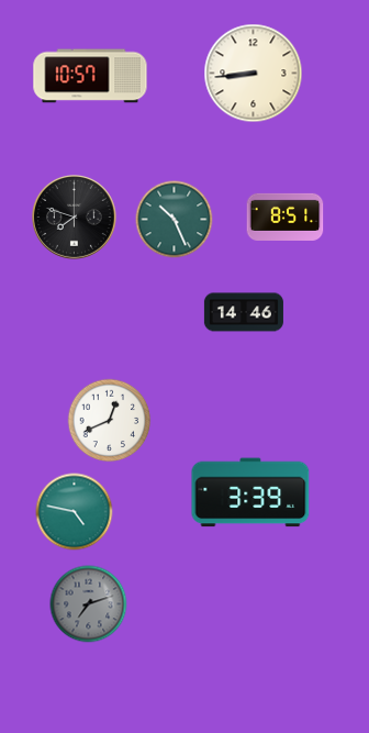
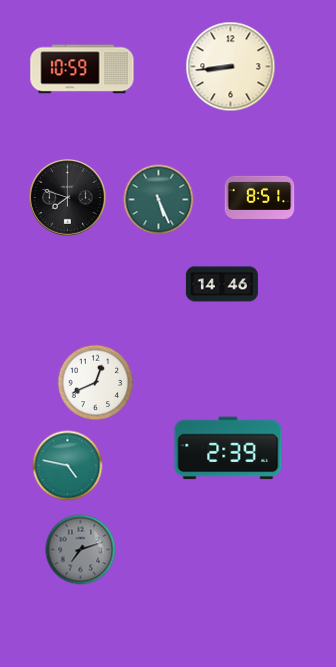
clock at (90, 76): 10:57 -> 10:59
clock at (175, 220): 10:26 -> 5:26
clock at (110, 421) position: (110, 421) -> (96, 383)
clock at (250, 492): 3:39 -> 2:39
